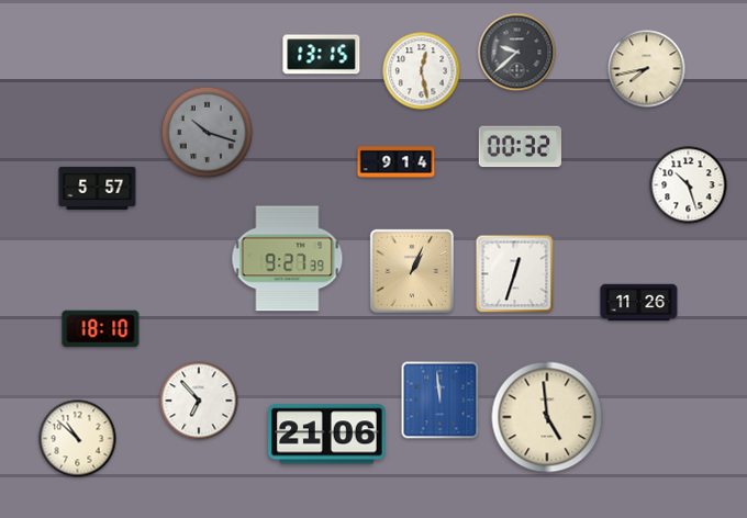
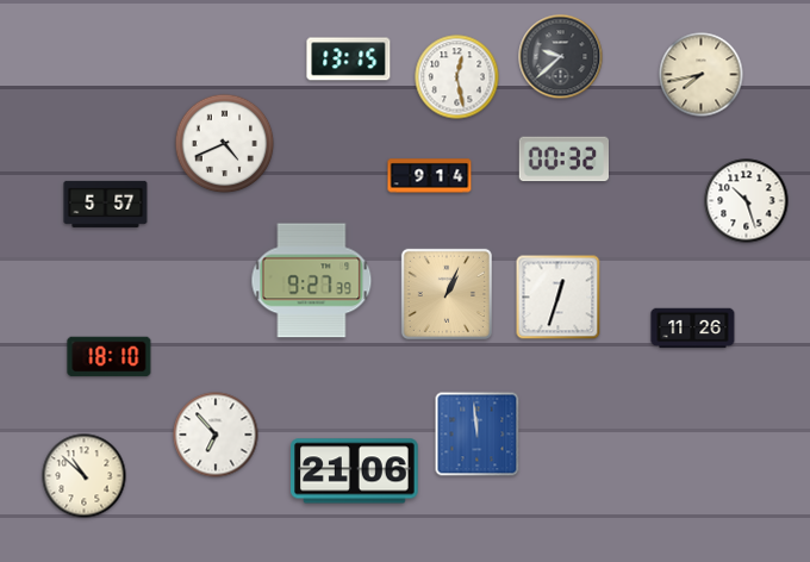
clock at (208, 133): 10:18 -> 4:41
clock at (208, 133) dial: grey -> white
clock at (547, 417): 4:59 -> none
